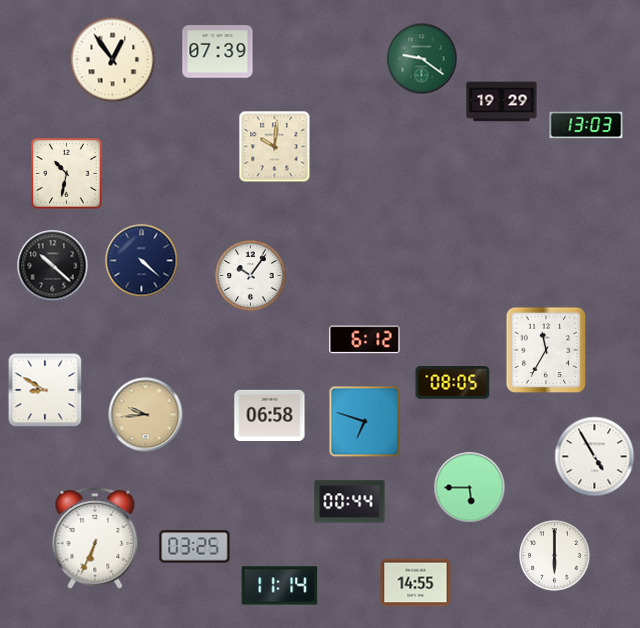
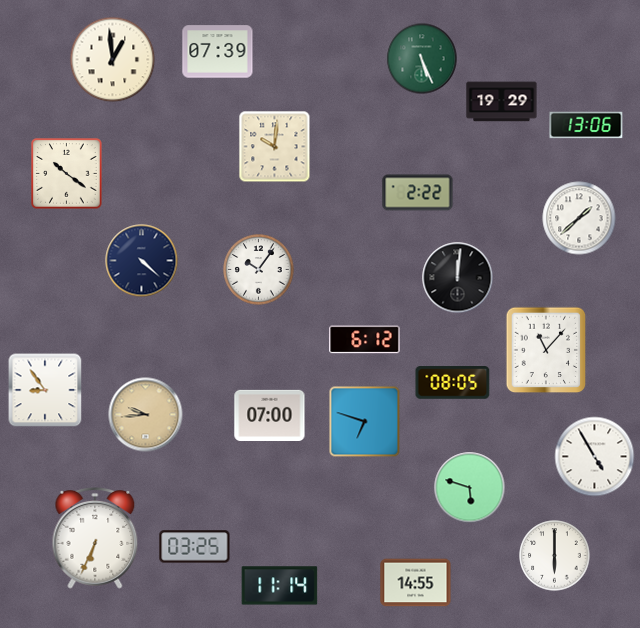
clock at (422, 59): 9:21 -> 5:26
clock at (113, 60): 12:54 -> 12:59
clock at (586, 125): 13:03 -> 13:06
clock at (67, 174): 10:32 -> 10:21
clock at (418, 193): none -> 2:22
clock at (579, 218): none -> 1:38
clock at (53, 266): 10:22 -> none
clock at (251, 276) position: (251, 276) -> (259, 270)
clock at (458, 278): none -> 12:01
clock at (546, 350): 11:35 -> 11:07
clock at (45, 390): 8:50 -> 8:54
clock at (270, 415): 06:58 -> 07:00
clock at (470, 488): 5:45 -> 5:48
clock at (350, 502): 00:44 -> none
